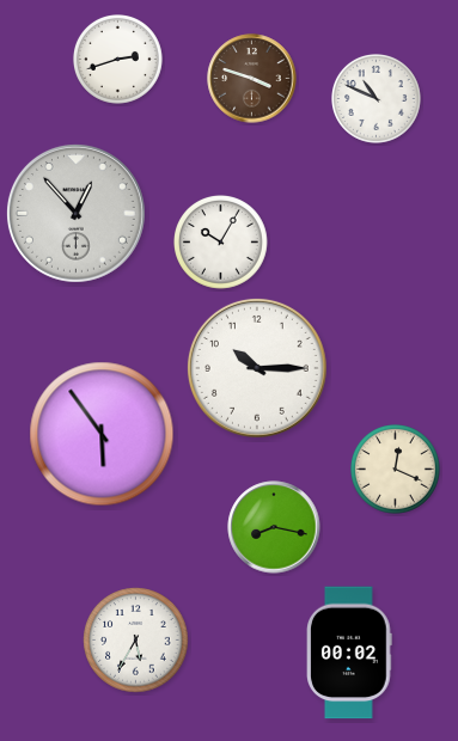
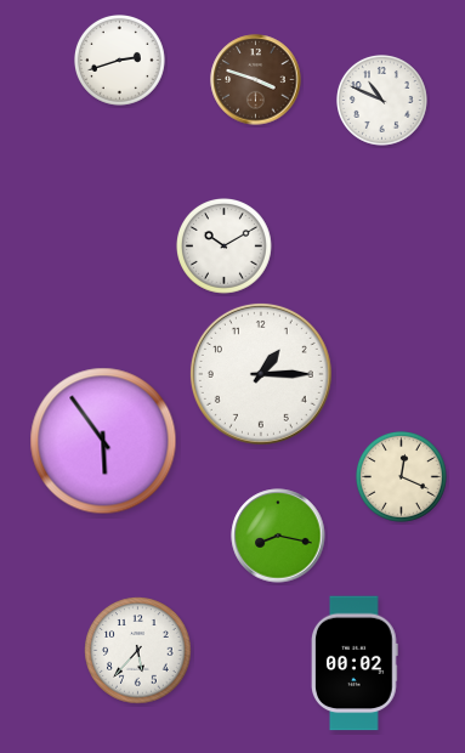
clock at (75, 213): 12:53 -> none
clock at (221, 243): 10:05 -> 10:10
clock at (257, 368): 10:15 -> 1:15
clock at (136, 641): 5:35 -> 5:37
